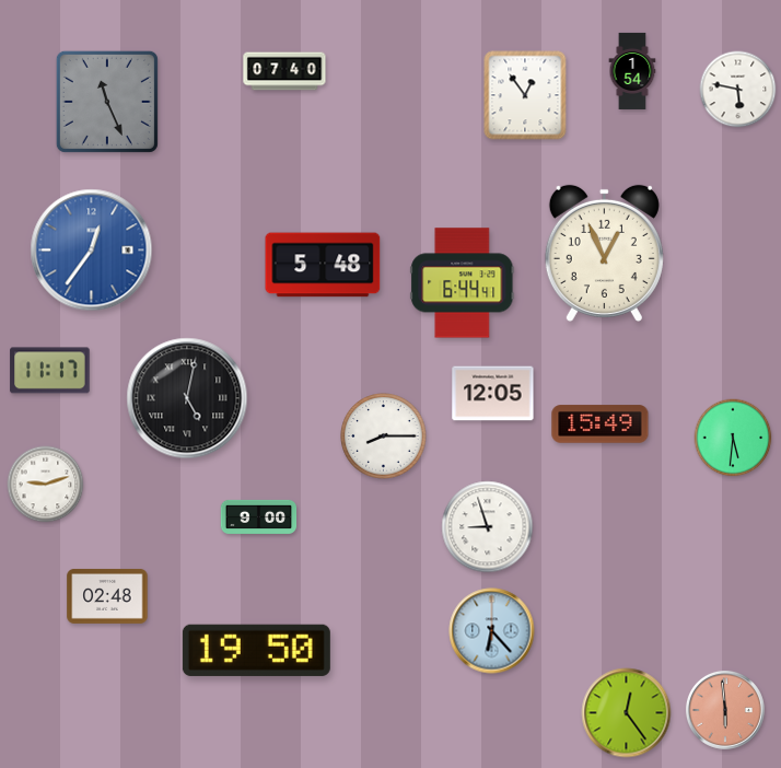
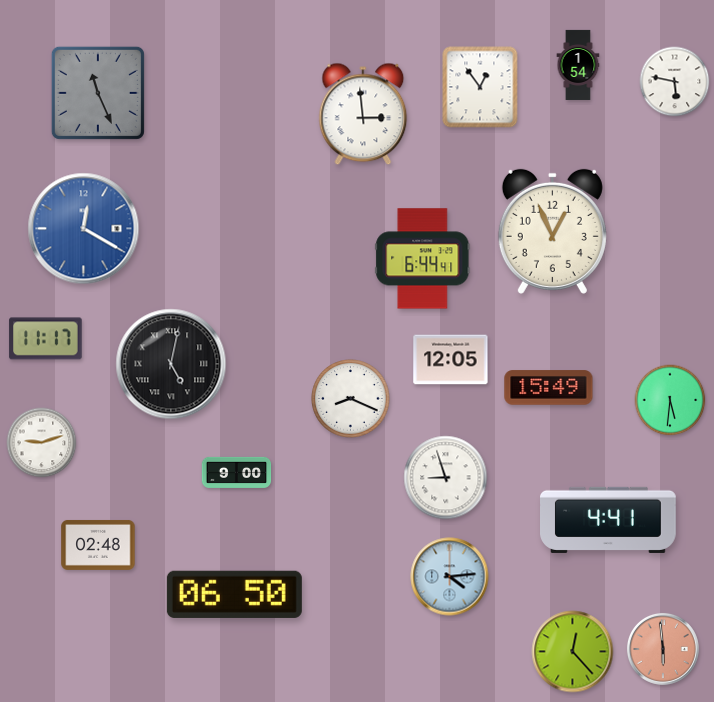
clock at (284, 71): 07:40 -> none
clock at (363, 114): none -> 2:59
clock at (92, 251): 12:36 -> 12:20
clock at (323, 265): 5:48 -> none
clock at (384, 437): 8:15 -> 8:19
clock at (488, 527) position: (488, 527) -> (446, 478)
clock at (609, 520): none -> 4:41
clock at (492, 631): 6:23 -> 4:14
clock at (256, 650): 19:50 -> 06:50
clock at (627, 713): 12:24 -> 12:23
